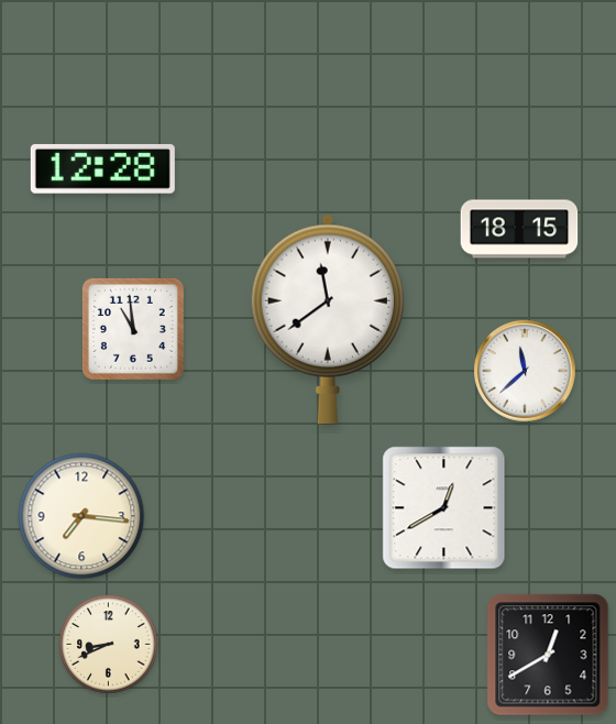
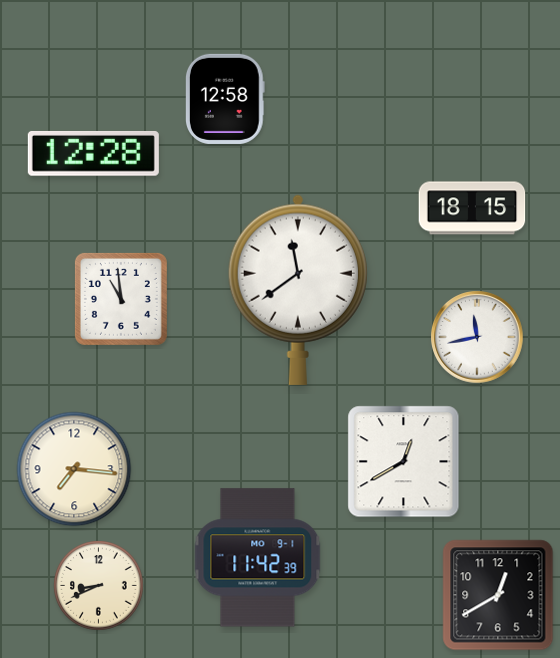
clock at (225, 99): none -> 12:58
clock at (525, 371): 11:38 -> 11:43
clock at (258, 558): none -> 11:42
